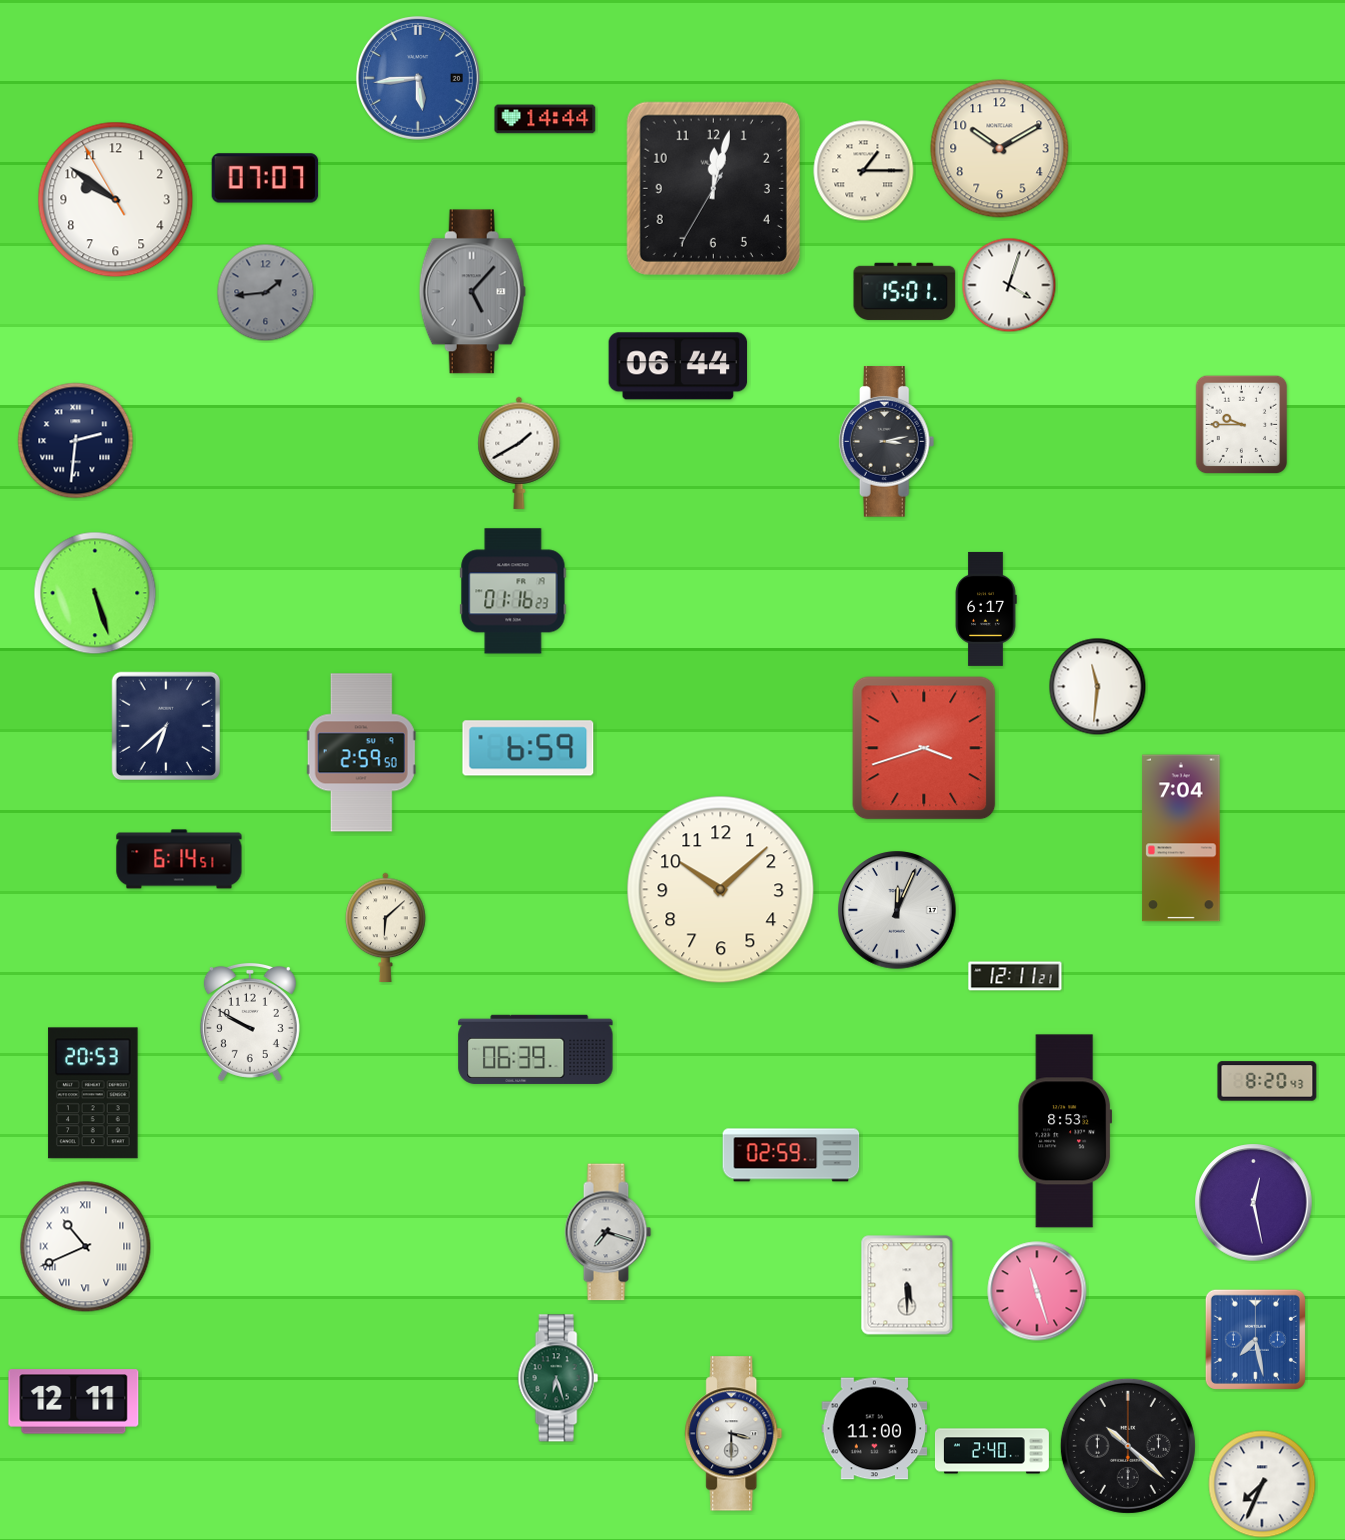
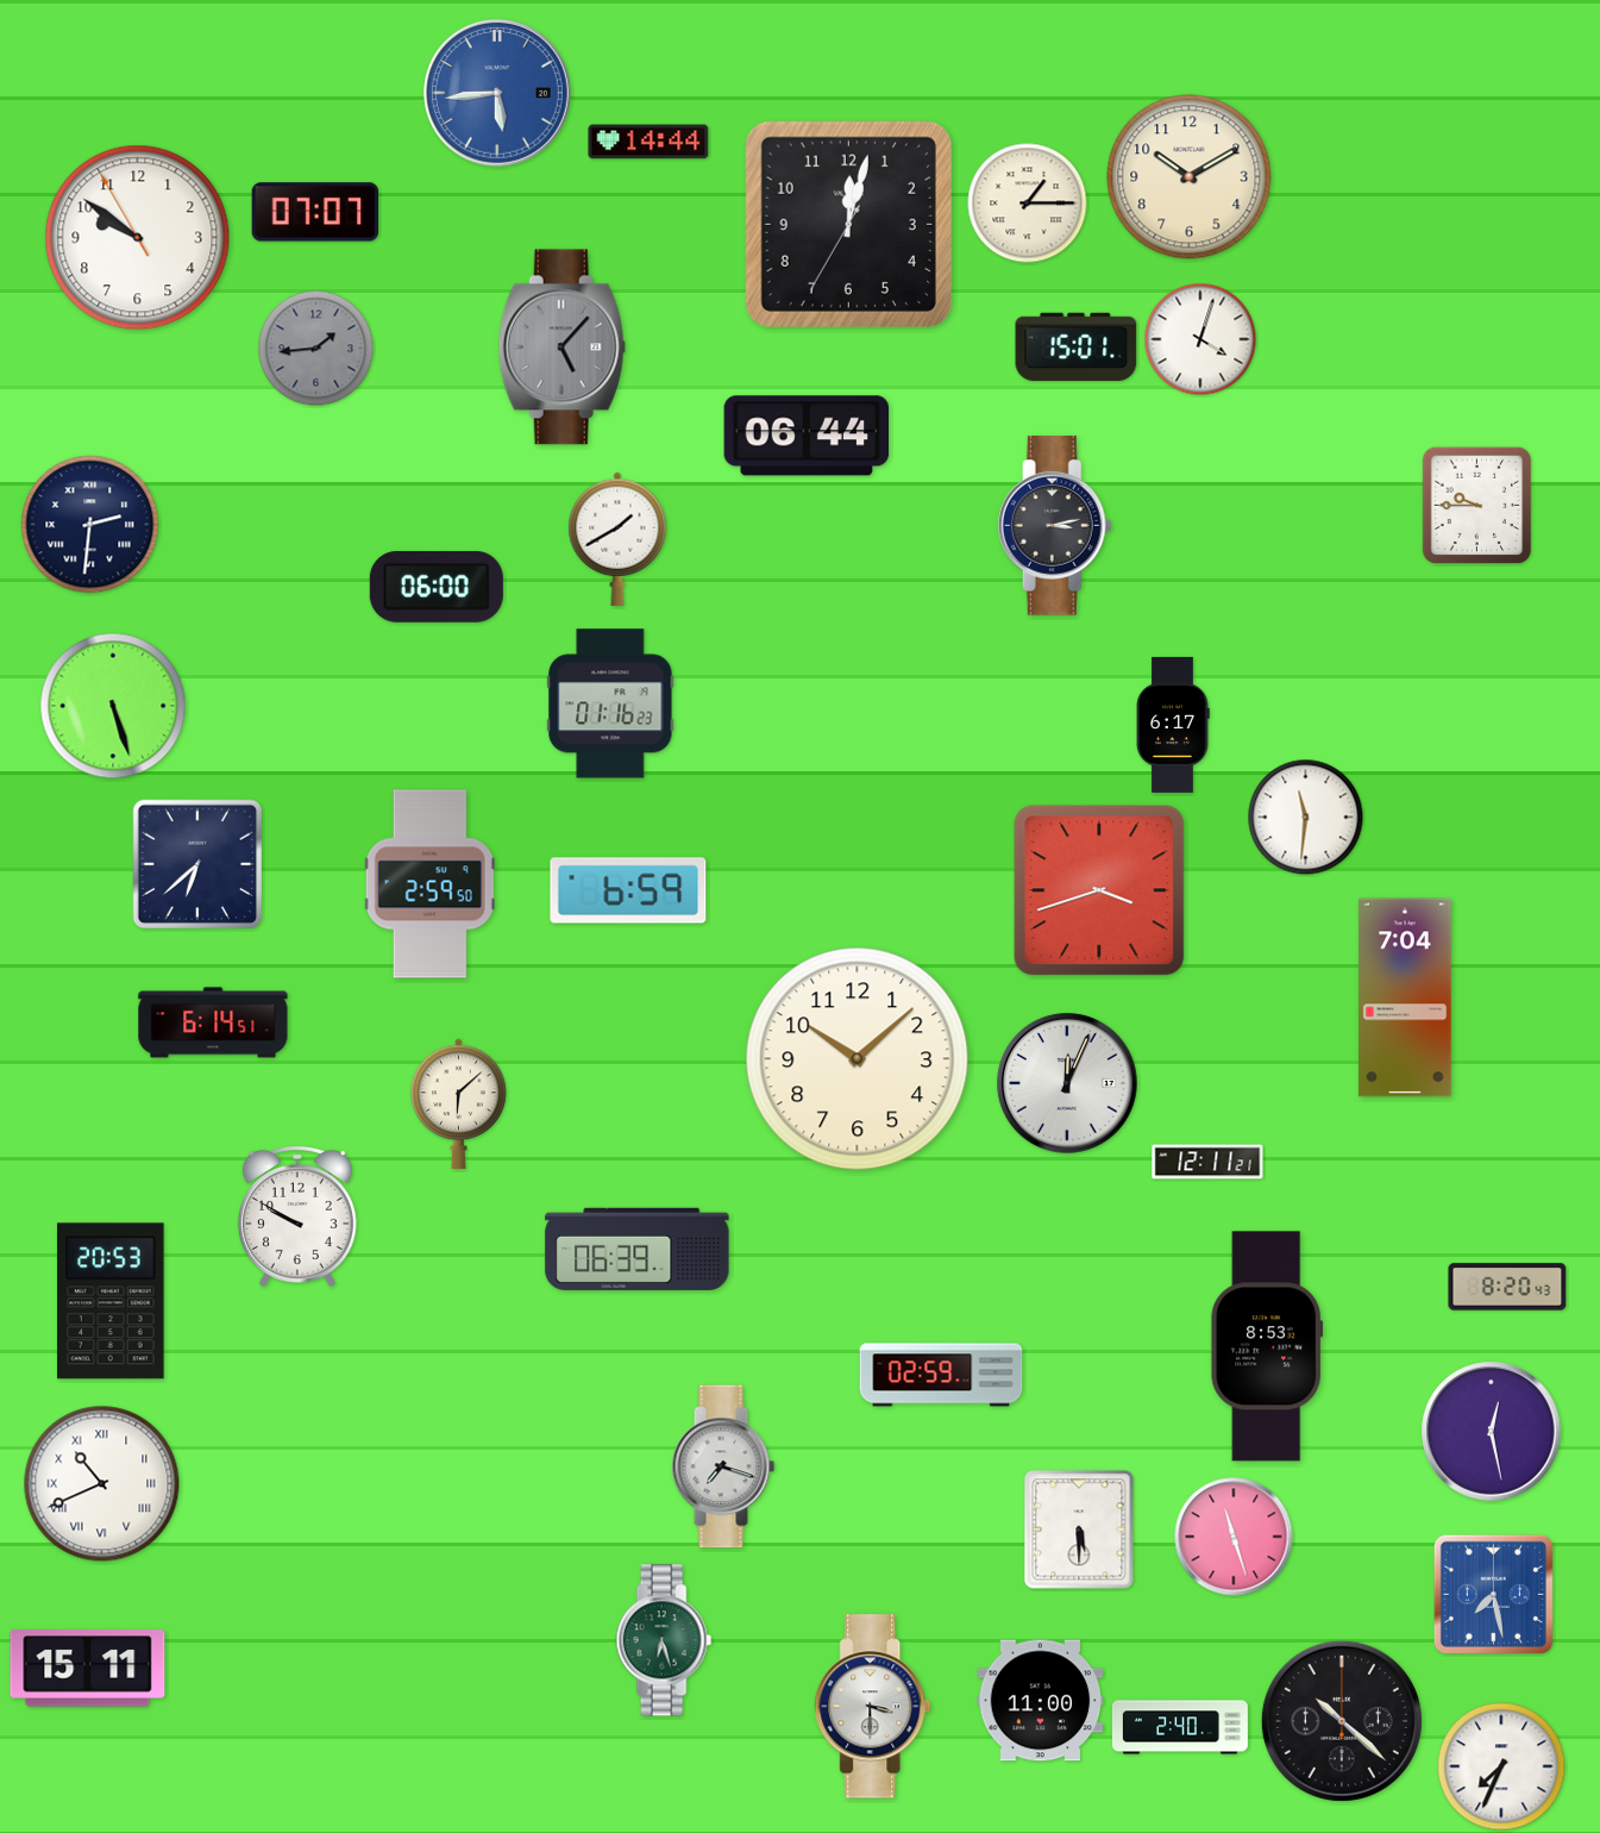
clock at (437, 587): none -> 06:00
clock at (361, 753) position: (361, 753) -> (429, 884)
clock at (74, 1402): 12:11 -> 15:11
